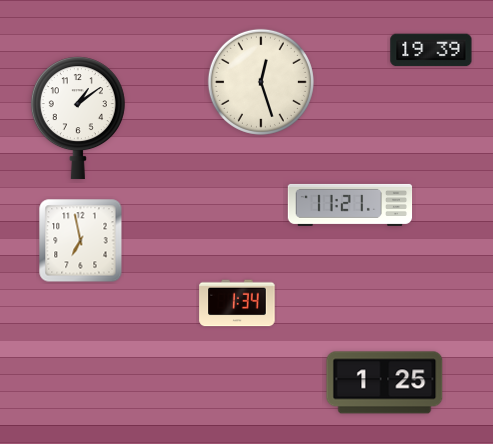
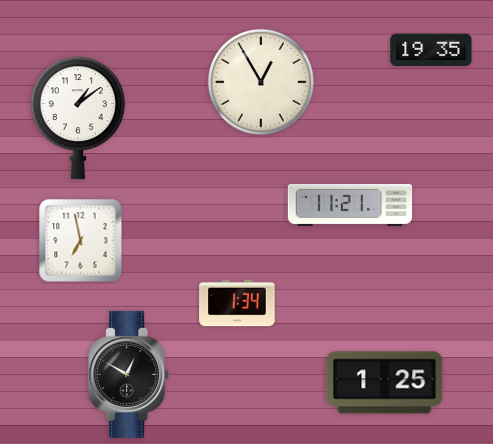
clock at (431, 50): 19:39 -> 19:35
clock at (261, 82): 12:27 -> 12:55
clock at (129, 374): none -> 12:50
